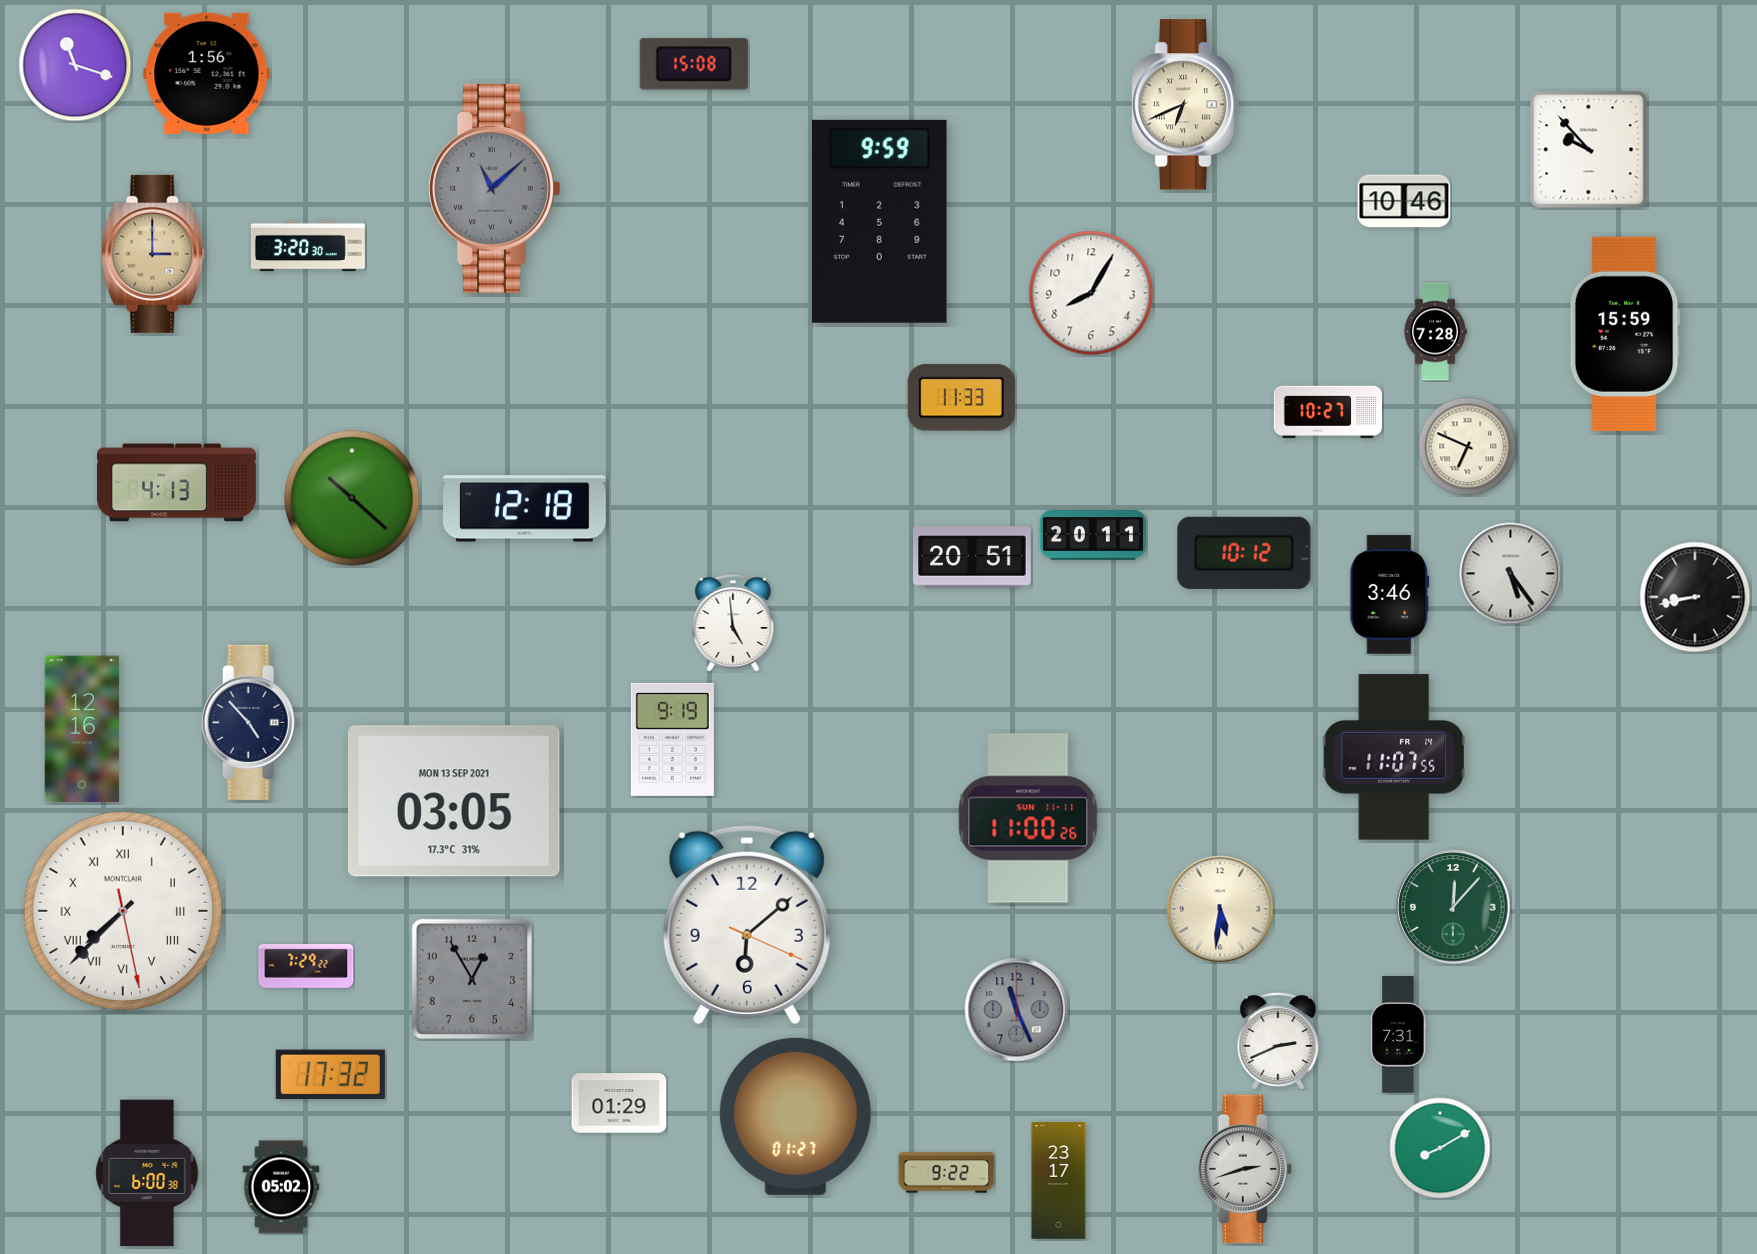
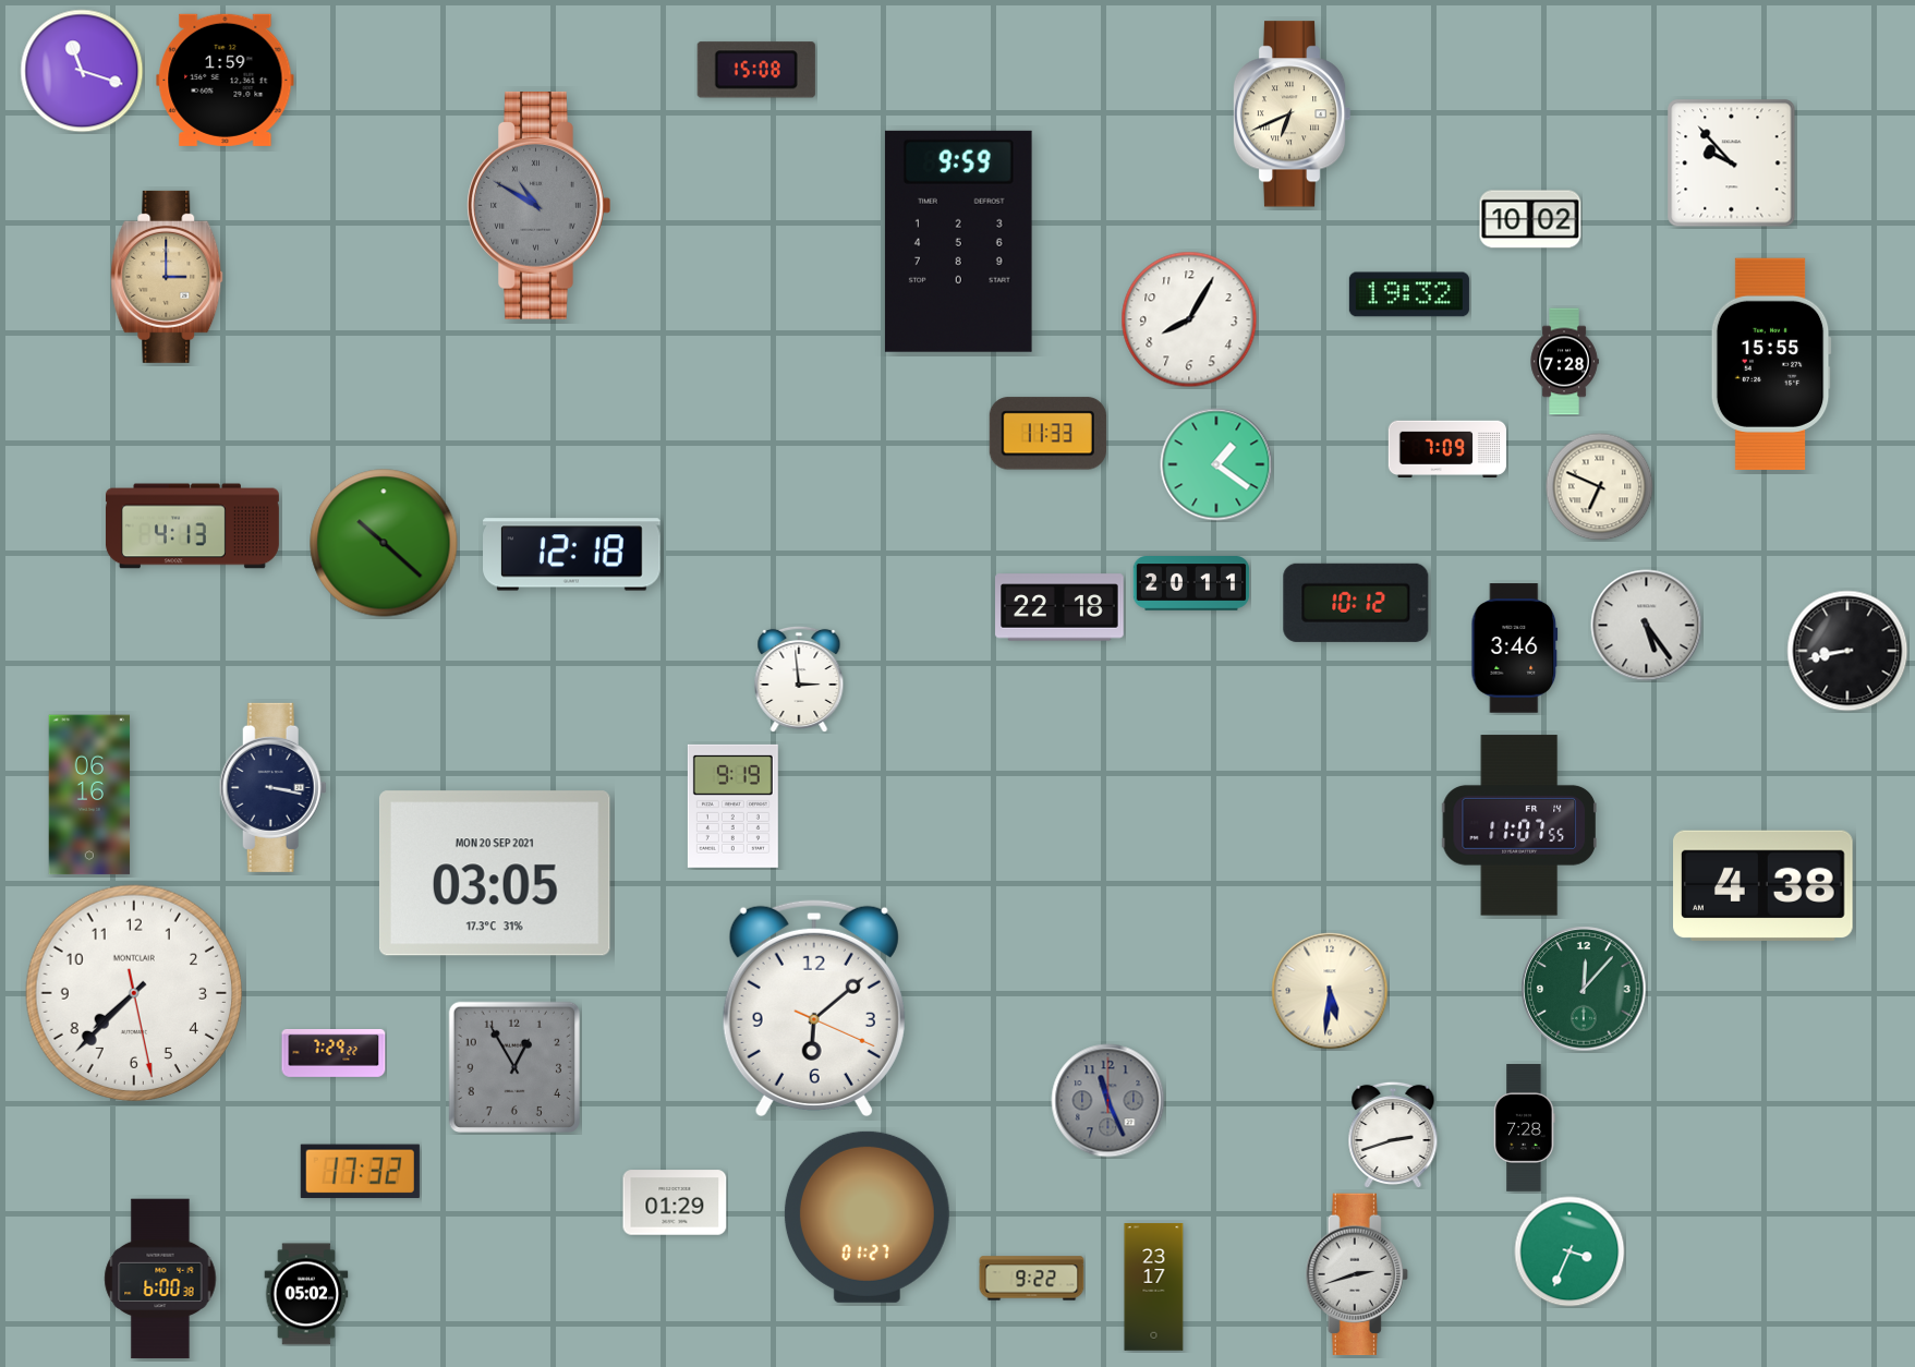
clock at (207, 73): 1:56 -> 1:59
clock at (495, 188): 11:08 -> 10:50
clock at (1404, 201): 10:46 -> 10:02
clock at (308, 246): 3:20 -> none
clock at (1409, 294): none -> 19:32
clock at (1625, 334): 15:59 -> 15:55
clock at (1328, 412): 10:27 -> 7:09
clock at (1216, 464): none -> 1:21
clock at (972, 557): 20:51 -> 22:18
clock at (733, 623): 4:59 -> 2:59
clock at (250, 722): 4:53 -> 3:17
clock at (82, 729): 12:16 -> 06:16
clock at (454, 801) date: MON 13 SEP 2021 -> MON 20 SEP 2021
clock at (1764, 885): none -> 4:38
clock at (1028, 818): 11:00 -> none
clock at (122, 910) numerals: Roman -> Arabic
clock at (1398, 1035): 7:31 -> 7:28
clock at (1278, 1041): 2:41 -> 2:42
clock at (1440, 1148): 8:10 -> 3:34
